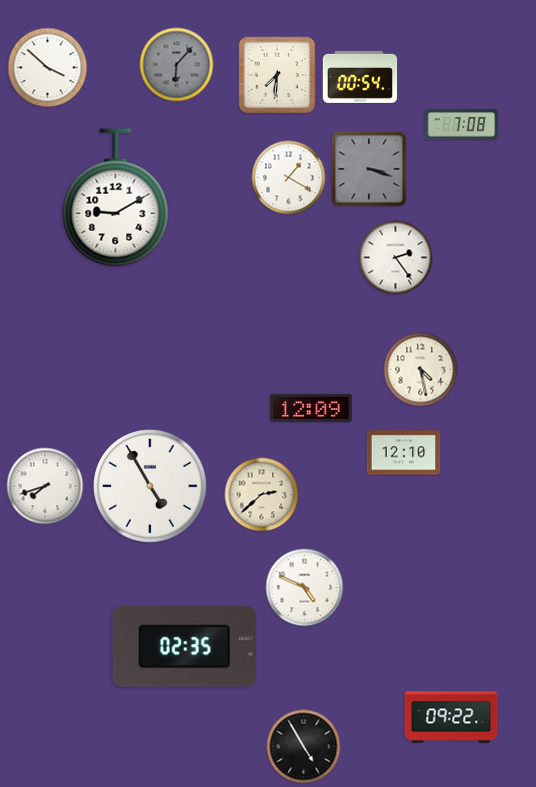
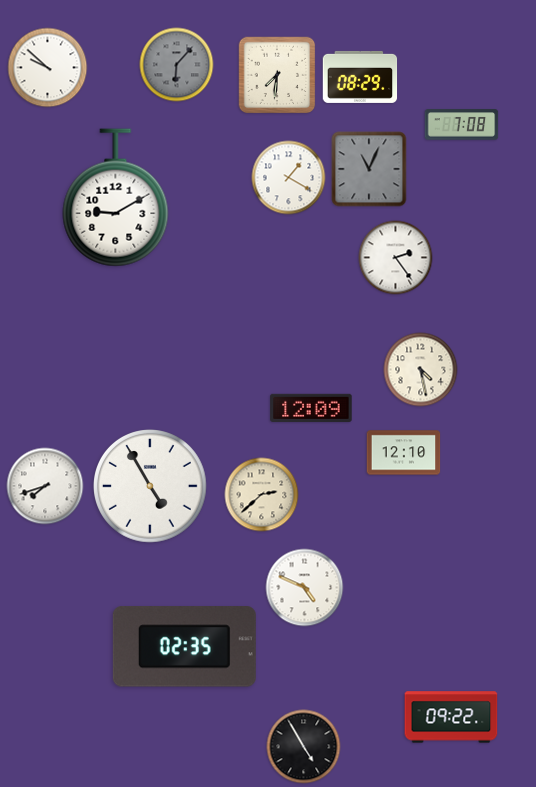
clock at (48, 68): 3:52 -> 9:52
clock at (360, 77): 00:54 -> 08:29
clock at (369, 169): 3:18 -> 11:04
